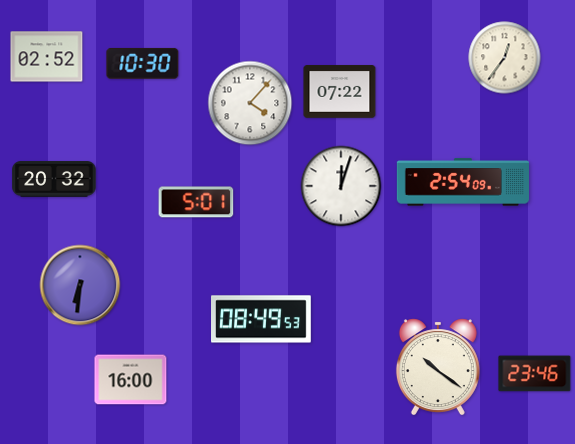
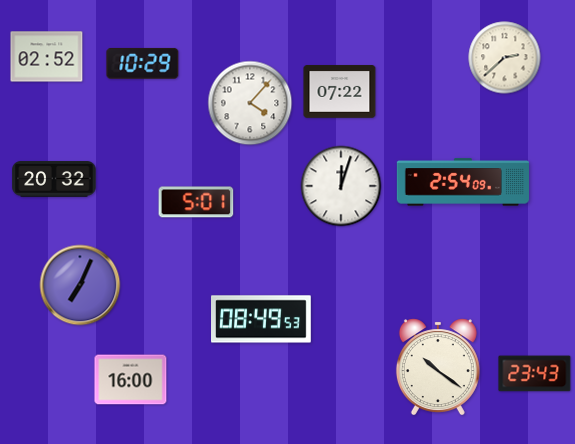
clock at (505, 58): 12:36 -> 2:38
clock at (143, 63): 10:30 -> 10:29
clock at (80, 285): 6:31 -> 7:04
clock at (535, 374): 23:46 -> 23:43
